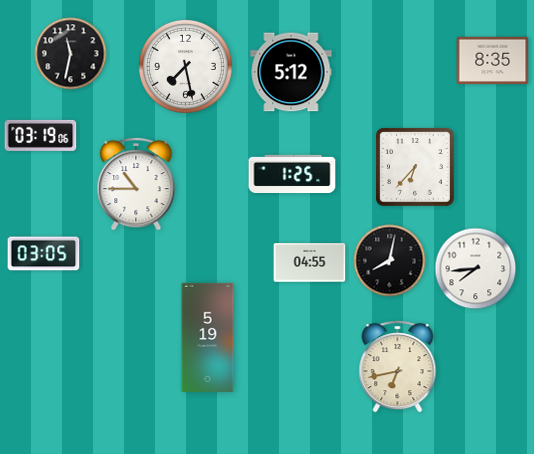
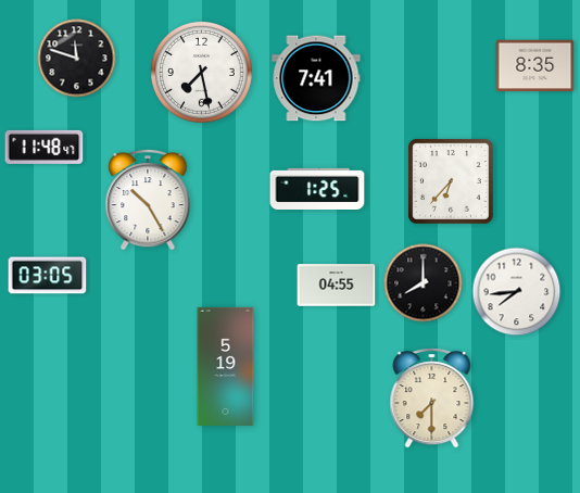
clock at (71, 54): 11:32 -> 11:48
clock at (291, 72): 5:12 -> 7:41
clock at (41, 135): 03:19 -> 11:48
clock at (136, 184): 10:45 -> 10:25
clock at (390, 261): 8:02 -> 8:00
clock at (398, 367): 6:43 -> 7:30
